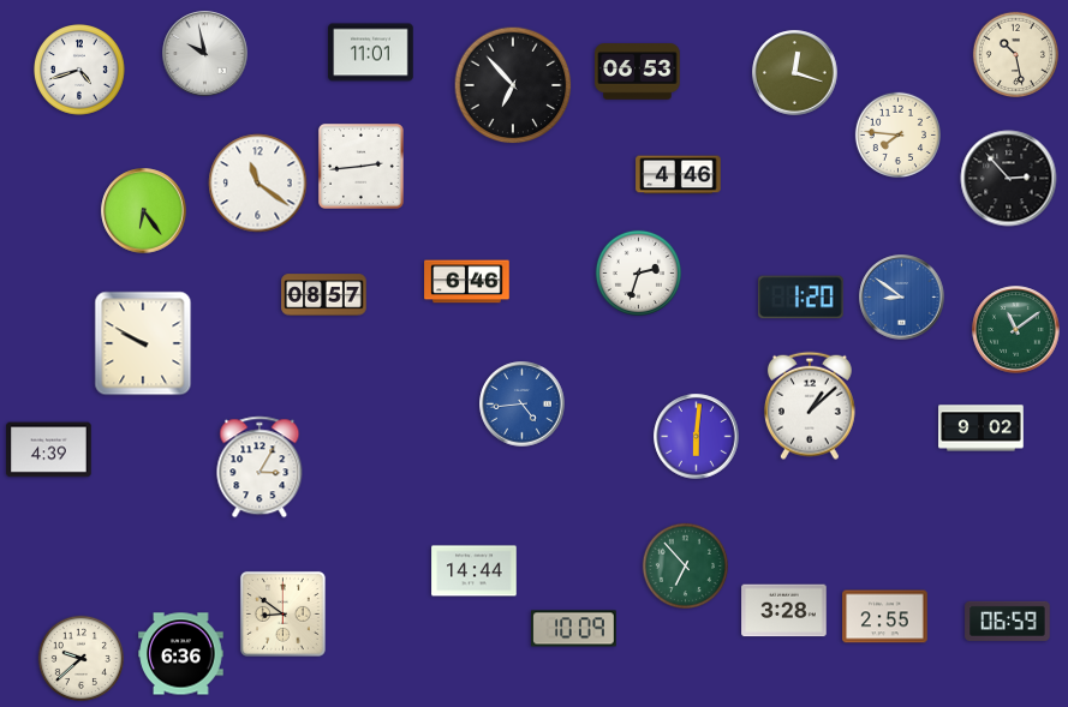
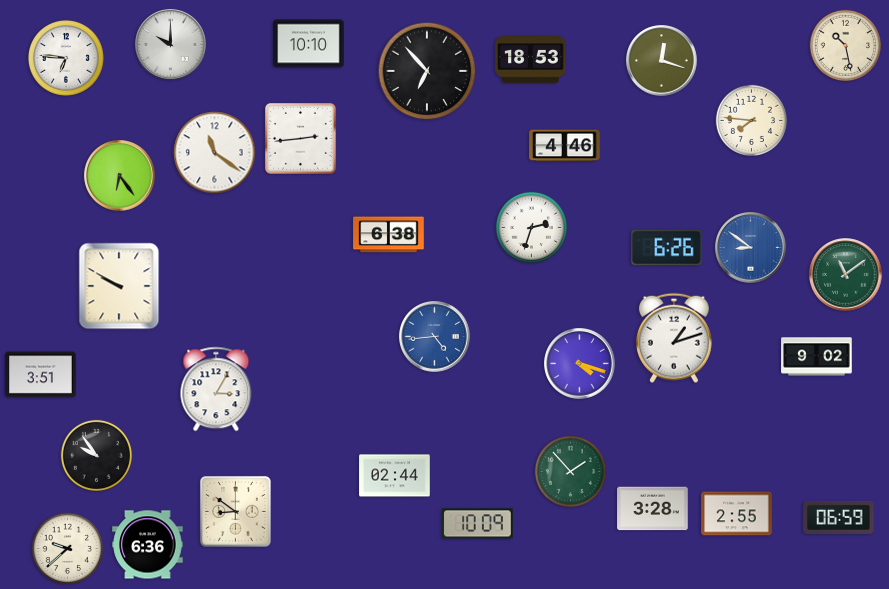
clock at (371, 53): 11:01 -> 10:10
clock at (205, 54): 9:58 -> 10:00
clock at (80, 71): 4:42 -> 6:46
clock at (638, 72): 06:53 -> 18:53
clock at (897, 134) position: (897, 134) -> (751, 120)
clock at (1009, 179): 2:53 -> none
clock at (467, 282): 6:46 -> 6:38
clock at (324, 295): 08:57 -> none
clock at (801, 298): 1:20 -> 6:26
clock at (810, 406): 1:08 -> 1:12
clock at (697, 437): 6:01 -> 4:18
clock at (49, 450): 4:39 -> 3:51
clock at (96, 455): none -> 9:54
clock at (685, 565): 6:53 -> 1:53
clock at (475, 571): 14:44 -> 02:44
clock at (181, 654) position: (181, 654) -> (148, 545)
